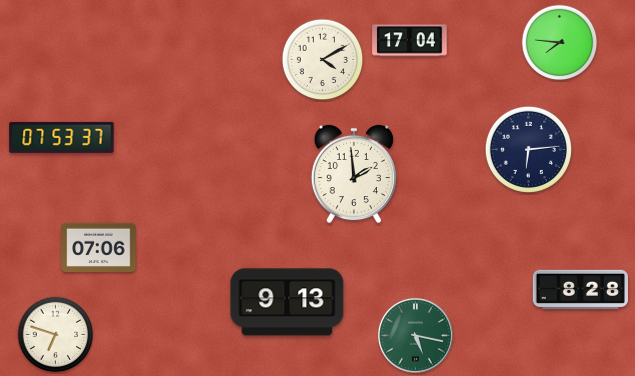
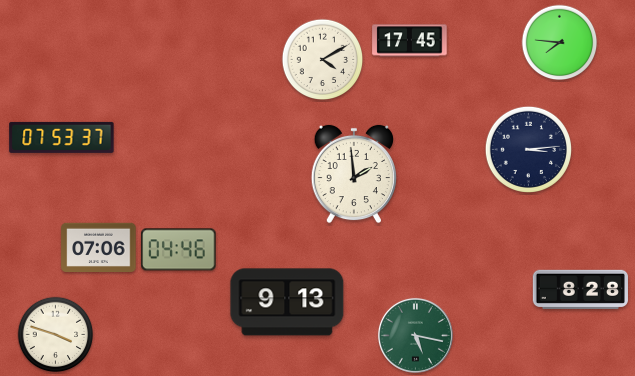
clock at (410, 41): 17:04 -> 17:45
clock at (528, 149): 6:14 -> 3:14
clock at (179, 250): none -> 04:46
clock at (56, 335): 6:48 -> 3:48
